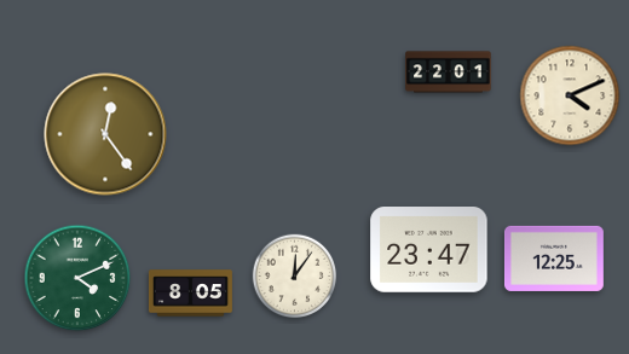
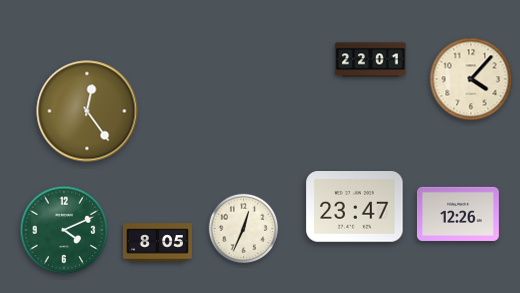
clock at (570, 95): 4:11 -> 4:07
clock at (554, 259): 12:25 -> 12:26
clock at (295, 277): 12:06 -> 12:34
